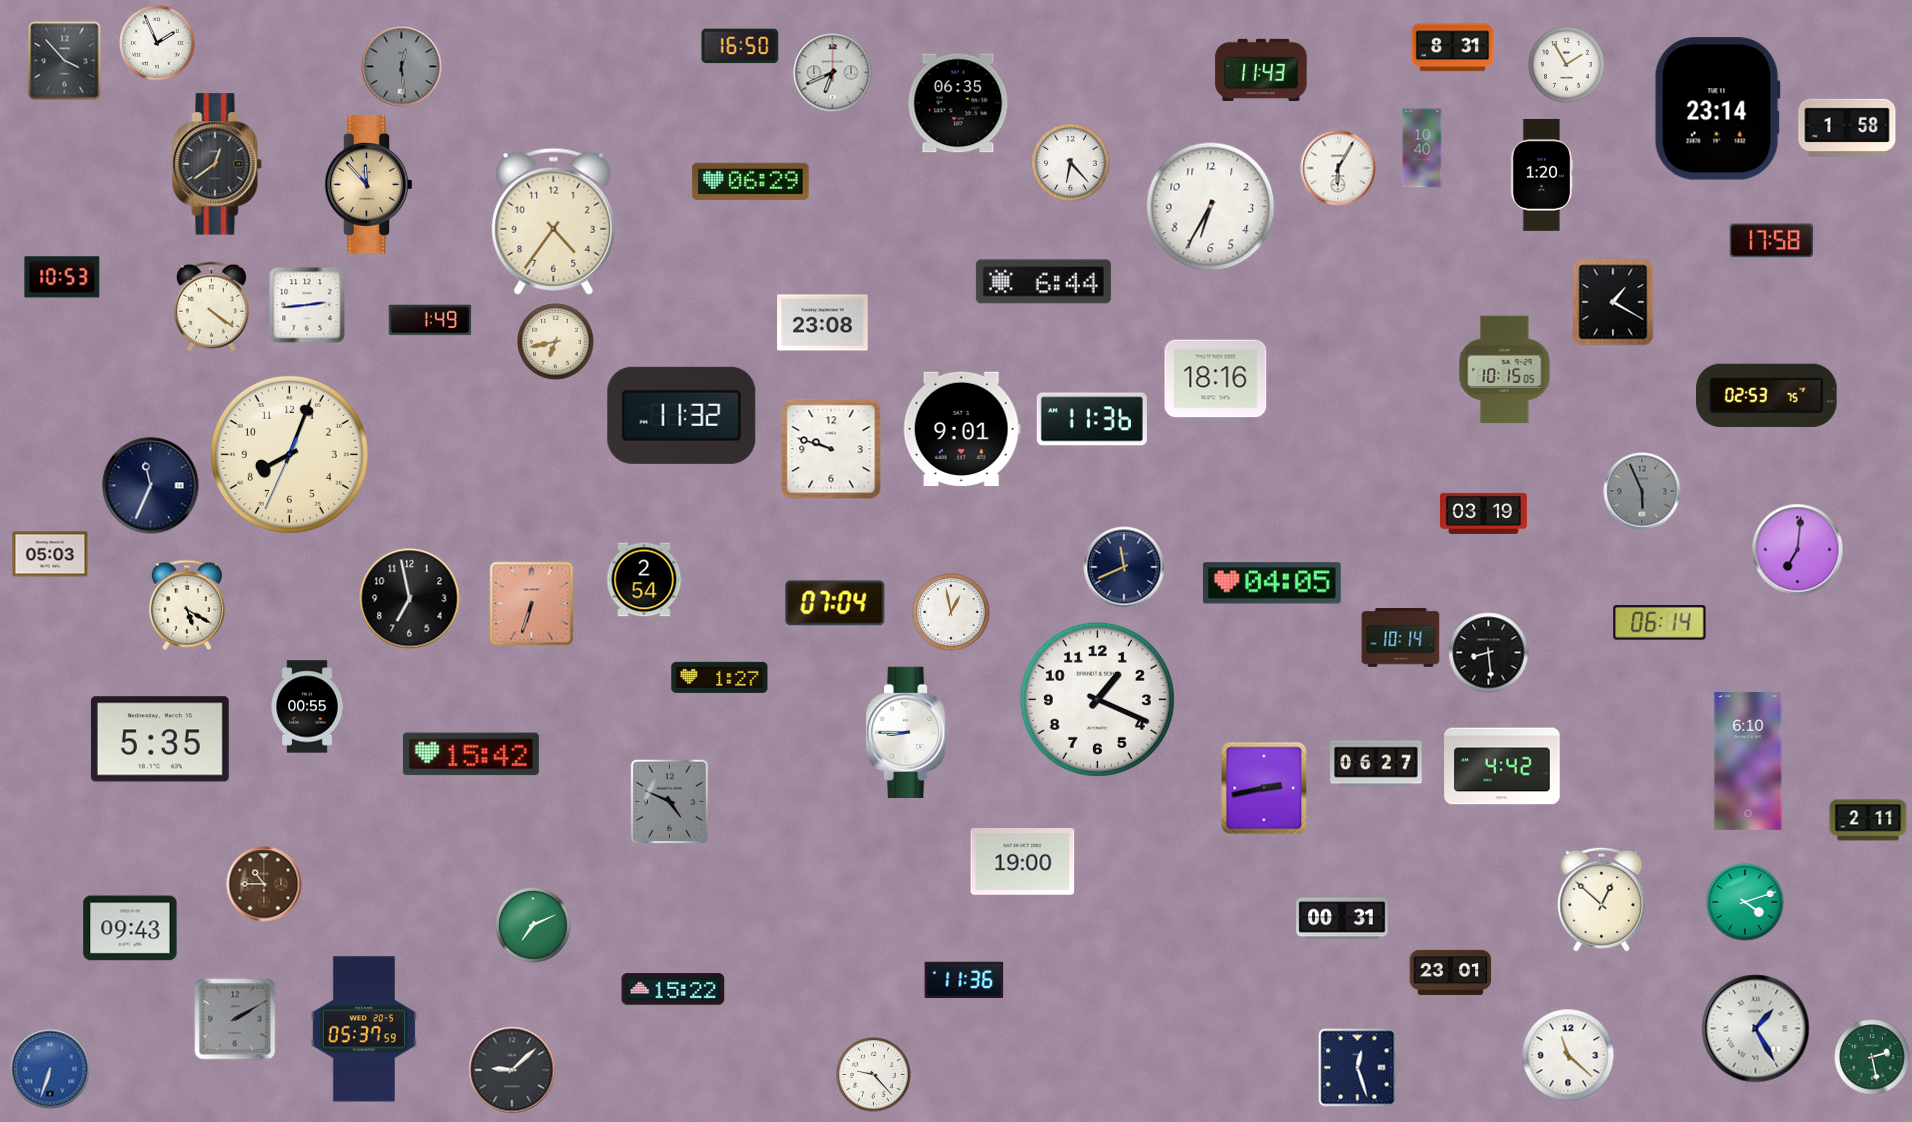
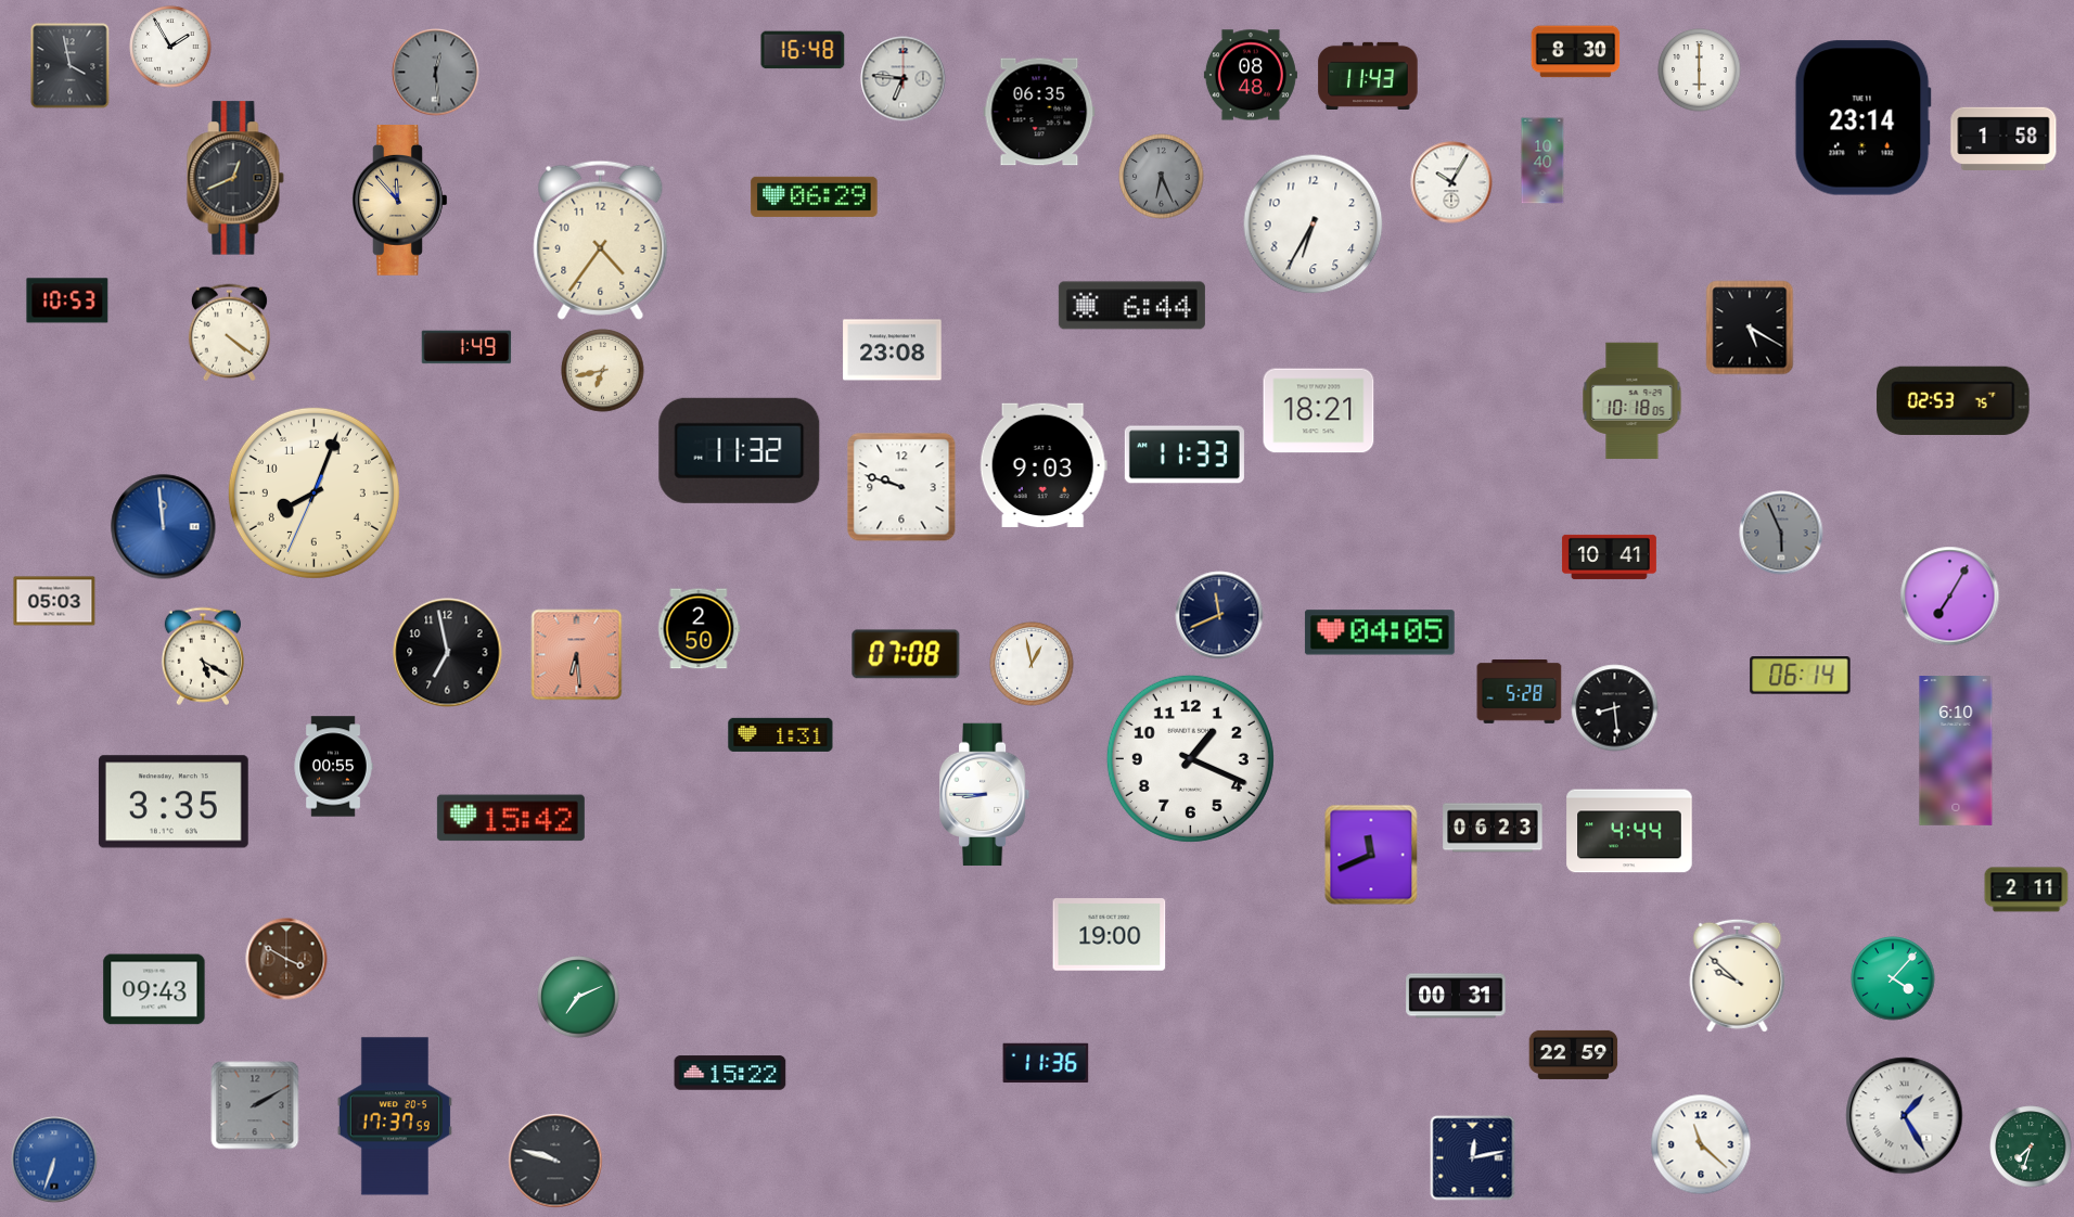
clock at (157, 43): 1:56 -> 1:55
clock at (740, 46): 16:50 -> 16:48
clock at (1453, 48): 8:31 -> 8:30
clock at (65, 61): 3:53 -> 3:58
clock at (1567, 65): 1:55 -> 6:00
clock at (1251, 75): none -> 08:48
clock at (833, 73): 6:41 -> 6:46
clock at (1071, 163): 6:23 -> 6:26
clock at (1071, 163) dial: white -> grey
clock at (217, 164): 12:39 -> 12:41
clock at (1338, 168): 6:05 -> 10:05
clock at (1542, 175): 1:20 -> none
clock at (1771, 241): 17:58 -> none
clock at (1613, 302): 1:20 -> 5:20
clock at (307, 305): 2:44 -> none
clock at (1505, 370): 10:15 -> 10:18
clock at (1216, 379): 18:16 -> 18:21
clock at (1767, 395) position: (1767, 395) -> (1954, 400)
clock at (1092, 419): 11:36 -> 11:33
clock at (962, 428): 9:01 -> 9:03
clock at (151, 486): 11:34 -> 11:59
clock at (151, 486) dial: navy -> blue
clock at (1483, 513): 03:19 -> 10:41
clock at (1798, 550): 7:01 -> 7:05
clock at (645, 580): 2:54 -> 2:50
clock at (410, 599) position: (410, 599) -> (448, 653)
clock at (835, 603): 07:04 -> 07:08
clock at (532, 604): 6:33 -> 6:29
clock at (1401, 638): 10:14 -> 5:28
clock at (720, 677): 1:27 -> 1:31
clock at (160, 739): 5:35 -> 3:35
clock at (1748, 762) position: (1748, 762) -> (1956, 752)
clock at (1376, 763): 06:27 -> 06:23
clock at (1502, 766): 4:42 -> 4:44
clock at (1264, 788): 2:43 -> 11:41
clock at (670, 802): 4:49 -> none
clock at (264, 884): 10:45 -> 3:50
clock at (1602, 899): 12:52 -> 9:52
clock at (1745, 902): 4:12 -> 4:07
clock at (533, 925) position: (533, 925) -> (578, 997)
clock at (130, 928) position: (130, 928) -> (154, 989)
clock at (1451, 972): 23:01 -> 22:59
clock at (364, 1029): 05:37 -> 17:37
clock at (1872, 1057): 2:28 -> 7:33
clock at (1358, 1068): 12:27 -> 12:13
clock at (512, 1070): 9:08 -> 9:48
clock at (874, 1075): 9:23 -> none
